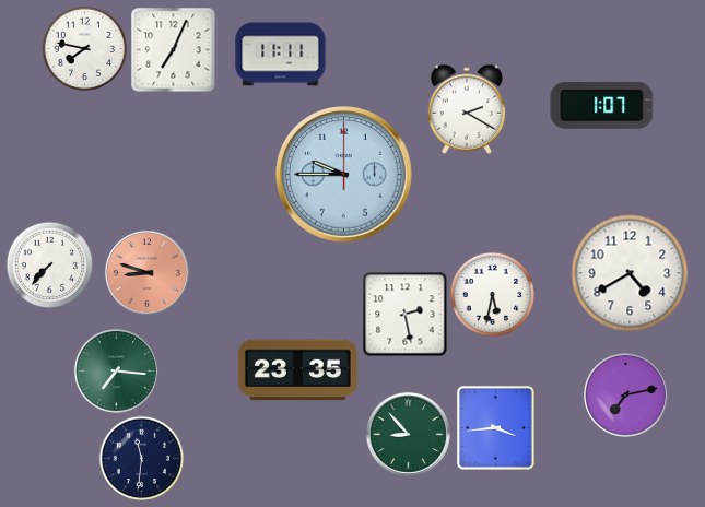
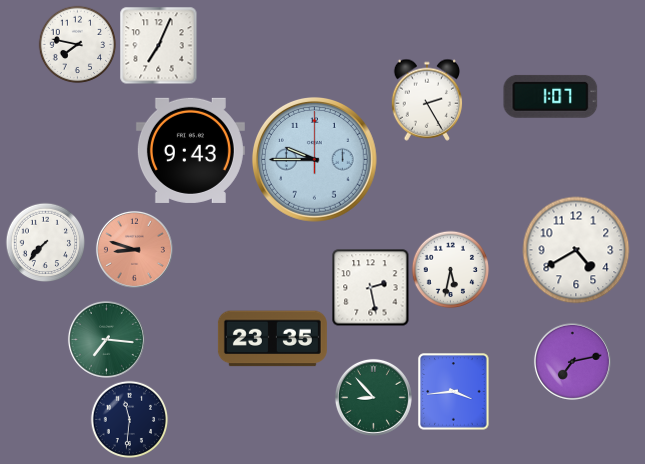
clock at (281, 55): 11:11 -> none
clock at (467, 109): 2:20 -> 2:25
clock at (190, 150): none -> 9:43
